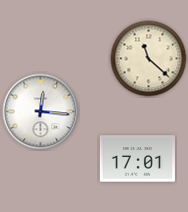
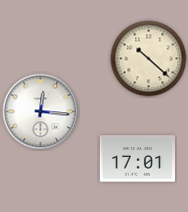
clock at (149, 59): 11:22 -> 10:22
